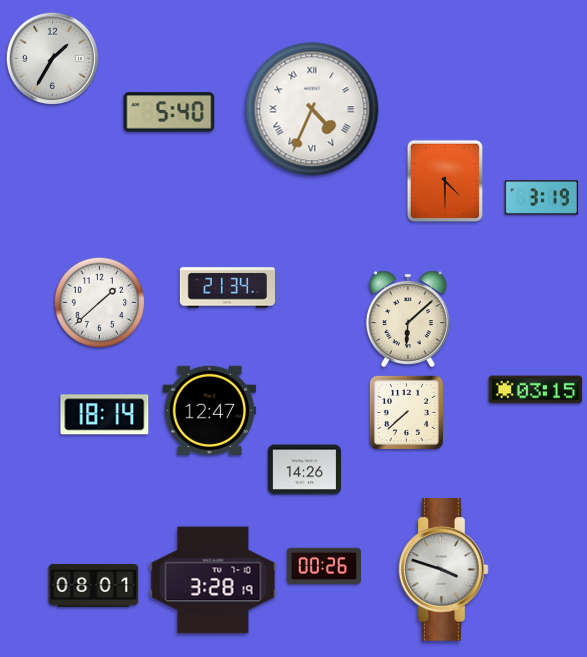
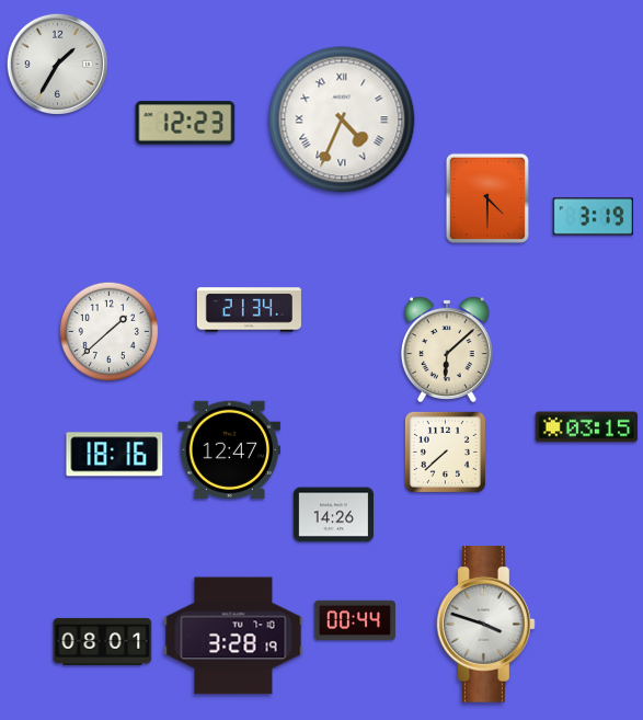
clock at (169, 112): 5:40 -> 12:23
clock at (227, 288) position: (227, 288) -> (249, 310)
clock at (105, 415): 18:14 -> 18:16
clock at (324, 566): 00:26 -> 00:44
